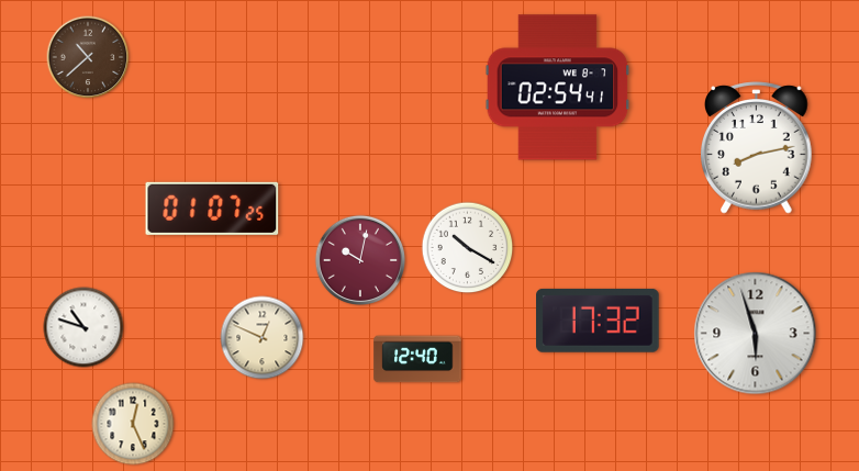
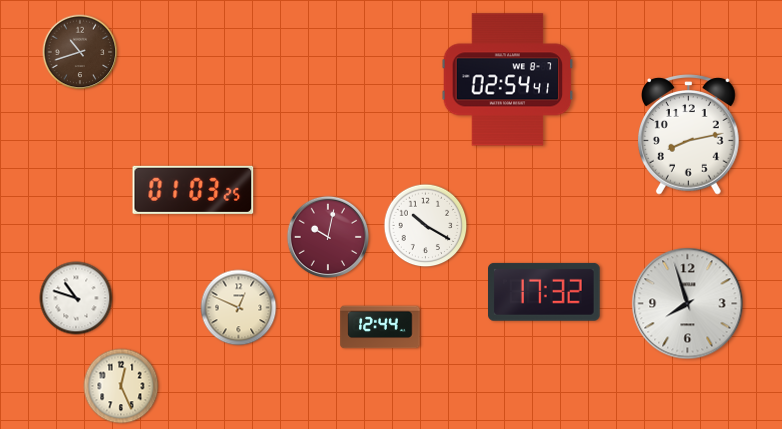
clock at (88, 57): 10:38 -> 10:42
clock at (212, 209): 01:07 -> 01:03
clock at (756, 334): 5:57 -> 7:57
clock at (417, 359): 12:40 -> 12:44
